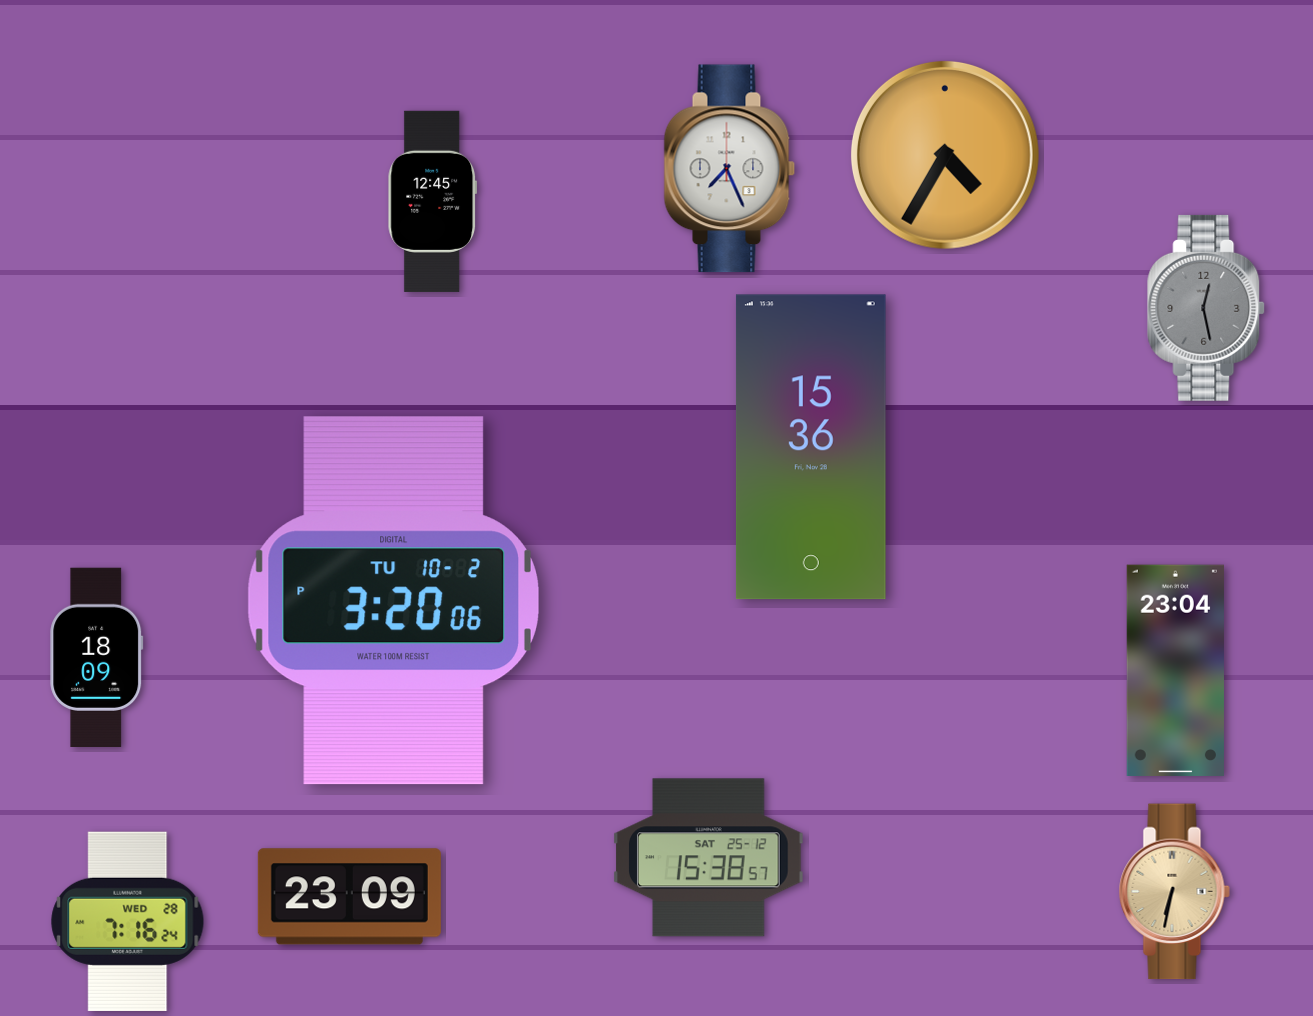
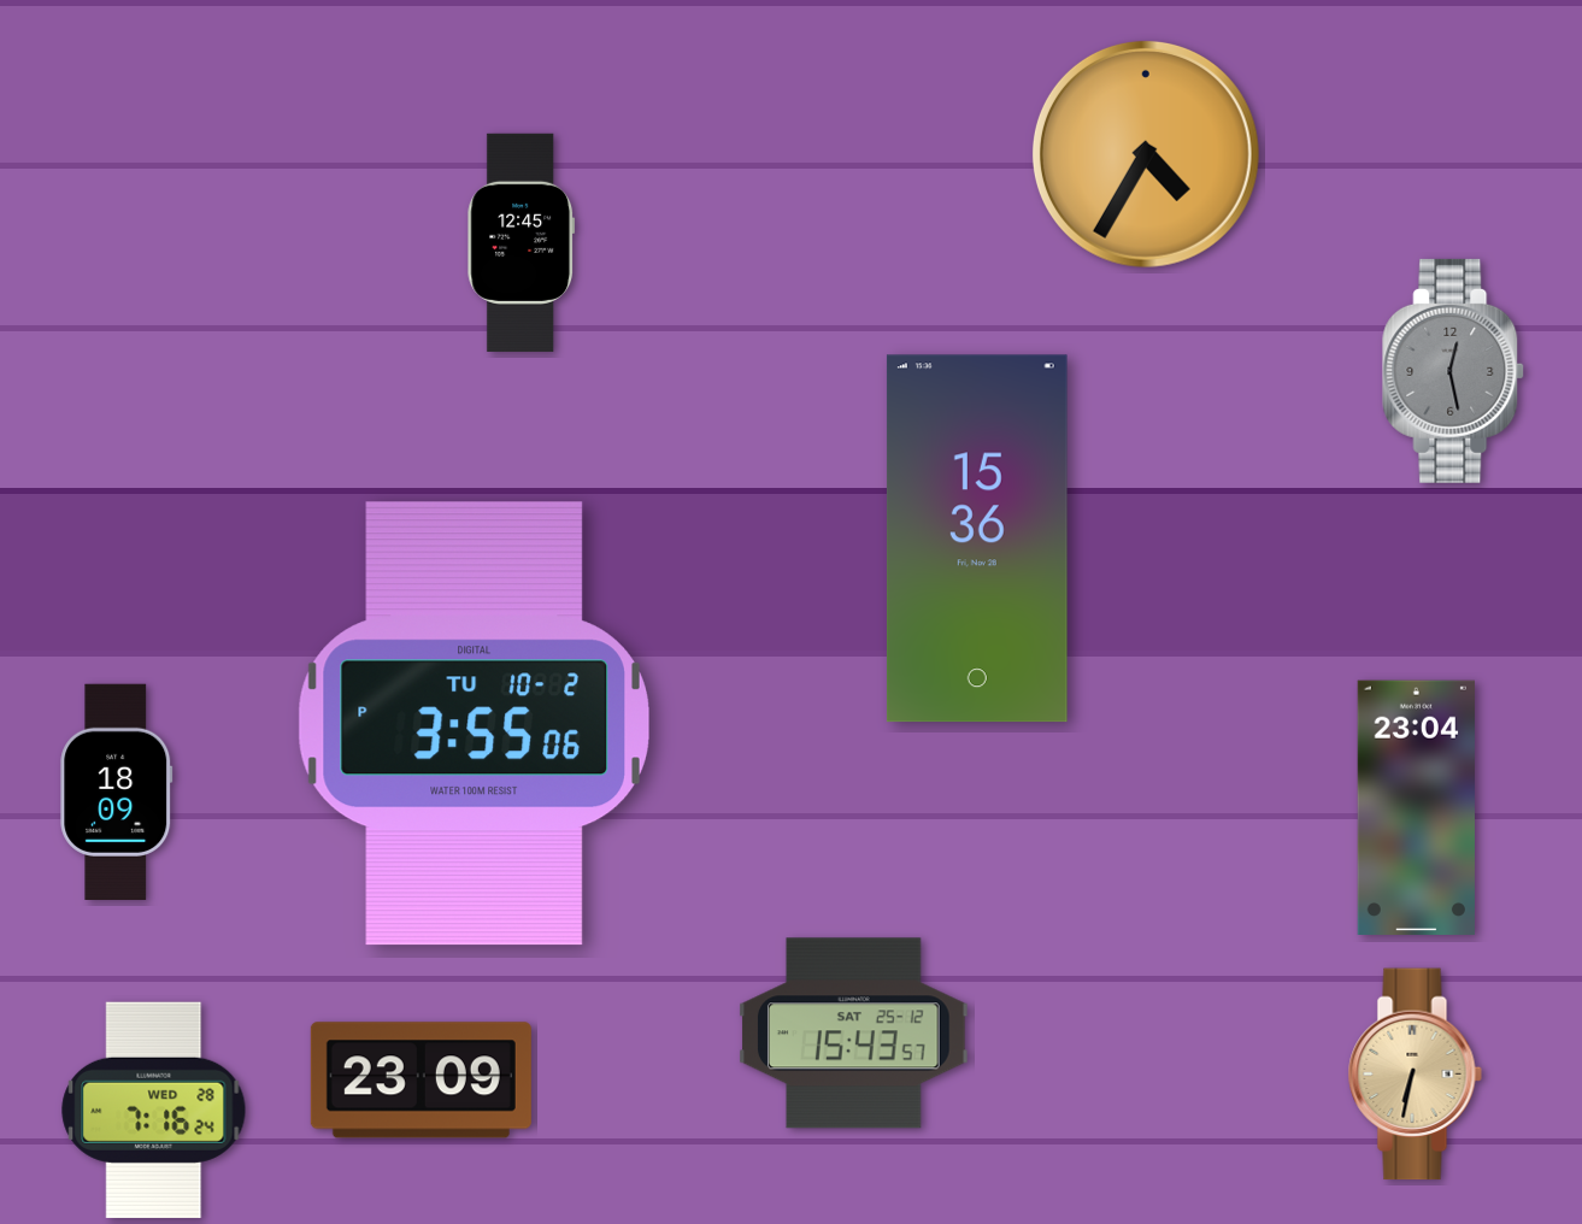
clock at (945, 155) position: (945, 155) -> (1146, 154)
clock at (730, 169): 7:26 -> none
clock at (393, 601): 3:20 -> 3:55
clock at (709, 858): 15:38 -> 15:43
